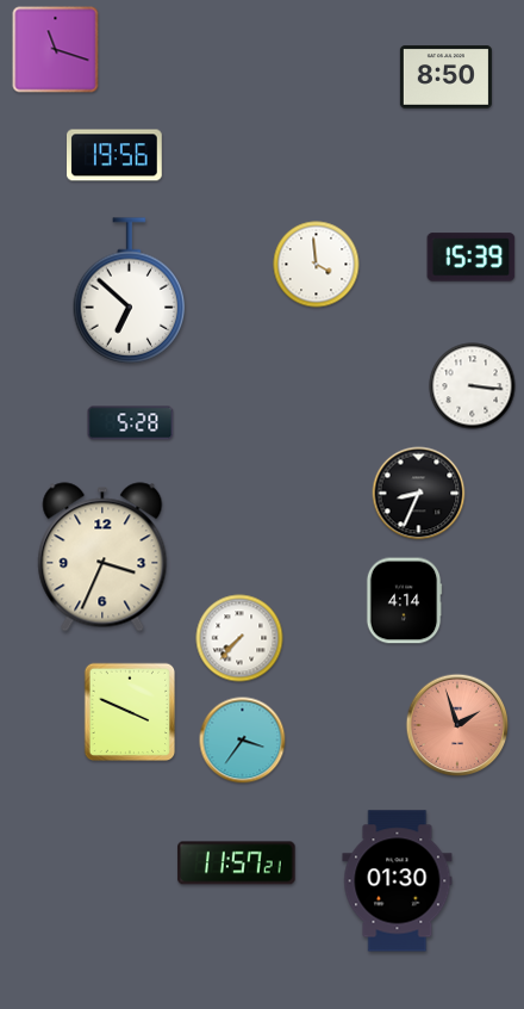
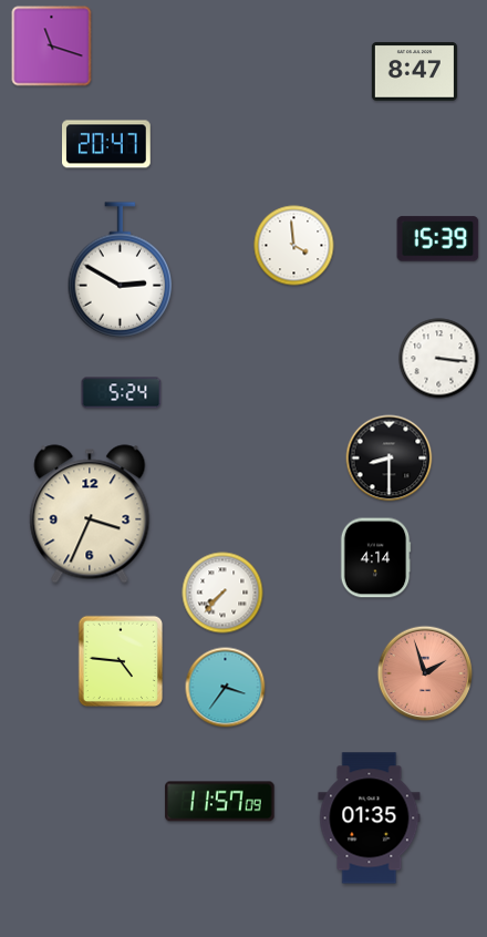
clock at (445, 78): 8:50 -> 8:47
clock at (116, 155): 19:56 -> 20:47
clock at (130, 291): 6:52 -> 2:50
clock at (131, 423): 5:28 -> 5:24
clock at (419, 494): 8:34 -> 8:30
clock at (102, 557) position: (102, 557) -> (90, 514)
clock at (130, 712): 3:49 -> 4:46
clock at (237, 863): 11:57:21 -> 11:57:09
clock at (398, 881): 01:30 -> 01:35
